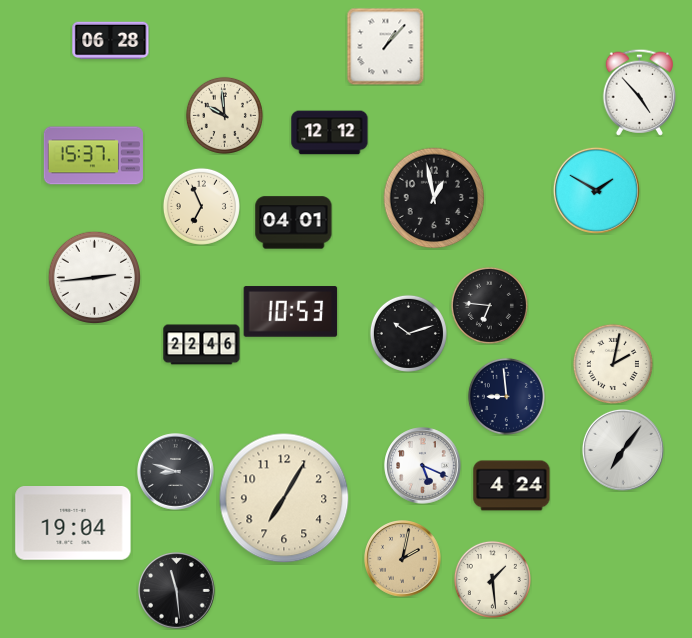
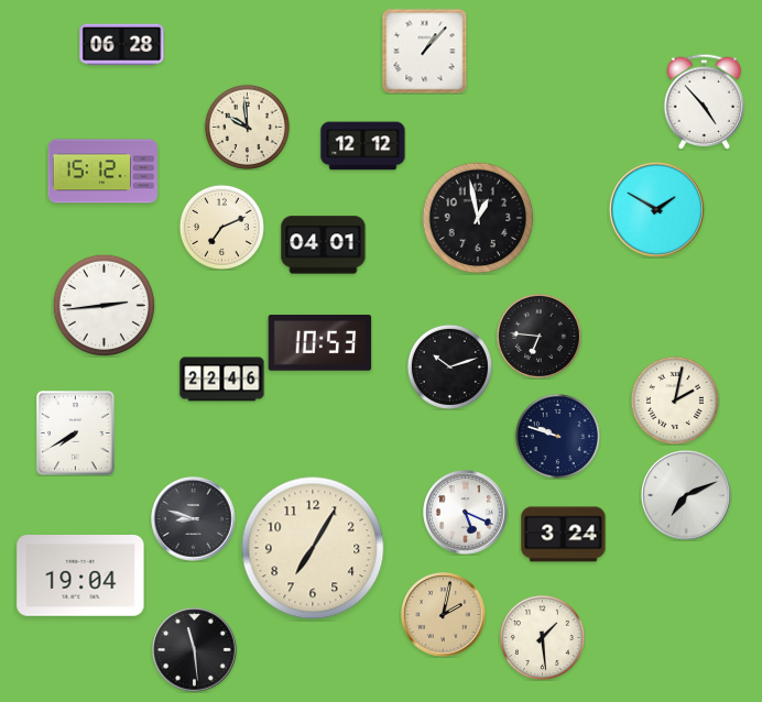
clock at (93, 156): 15:37 -> 15:12
clock at (201, 206): 6:56 -> 7:11
clock at (76, 434): none -> 7:40
clock at (506, 396): 8:59 -> 9:48
clock at (623, 450): 7:06 -> 7:11
clock at (512, 486): 4:24 -> 3:24
